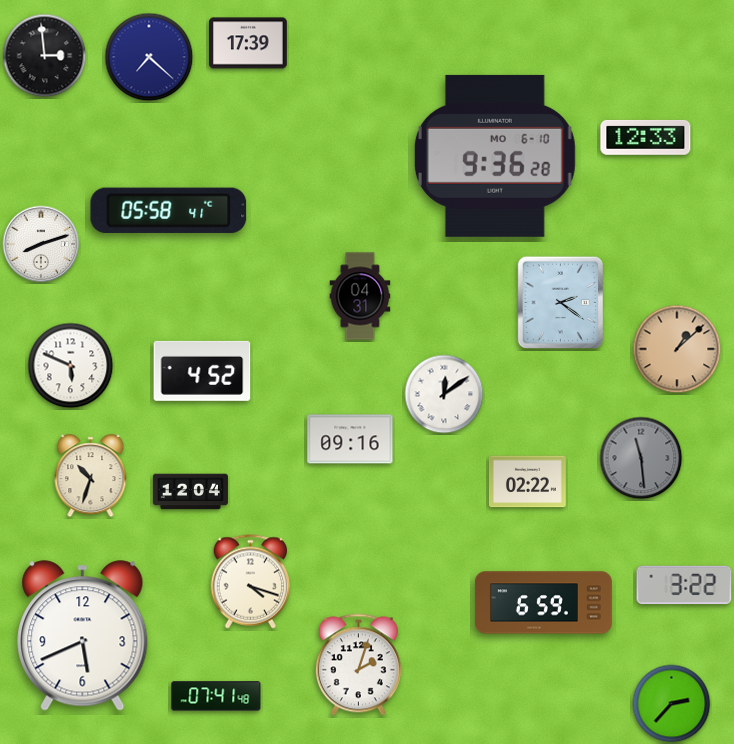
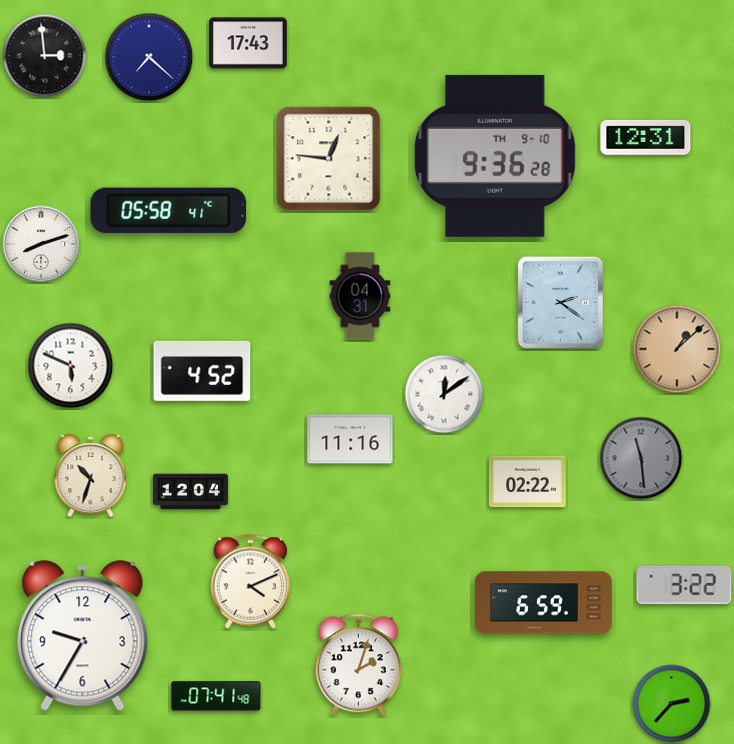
clock at (249, 43): 17:39 -> 17:43
clock at (646, 137): 12:33 -> 12:31
clock at (495, 156) date: MO 6-10 -> TH 9-10
clock at (329, 159): none -> 12:46
clock at (350, 439): 09:16 -> 11:16
clock at (251, 582): 4:18 -> 4:11
clock at (83, 636): 5:41 -> 9:35
